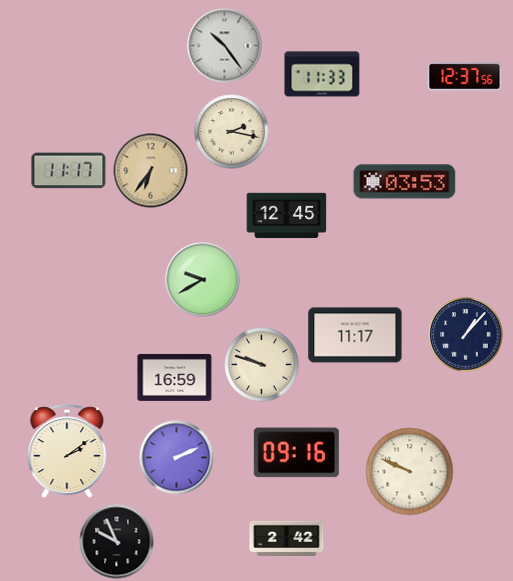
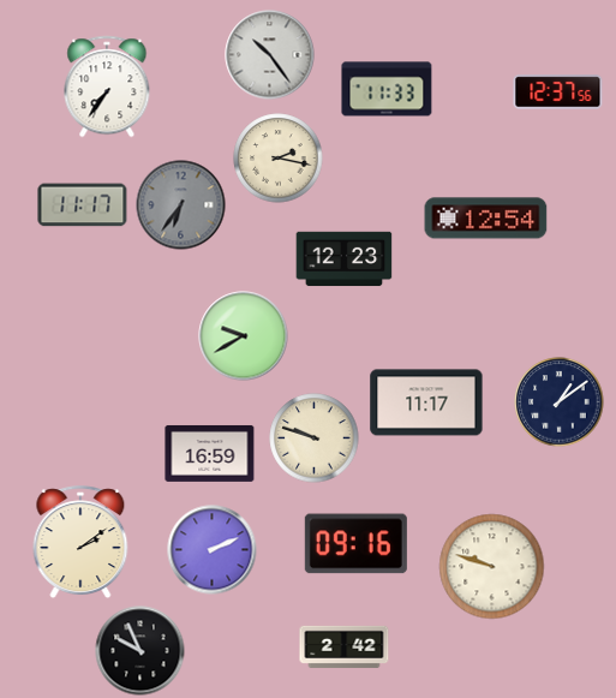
clock at (107, 86): none -> 7:36
clock at (151, 171) dial: champagne -> grey
clock at (405, 182): 03:53 -> 12:54
clock at (287, 216): 12:45 -> 12:23
clock at (466, 335): 1:07 -> 1:09
clock at (410, 472): 9:49 -> 9:48
